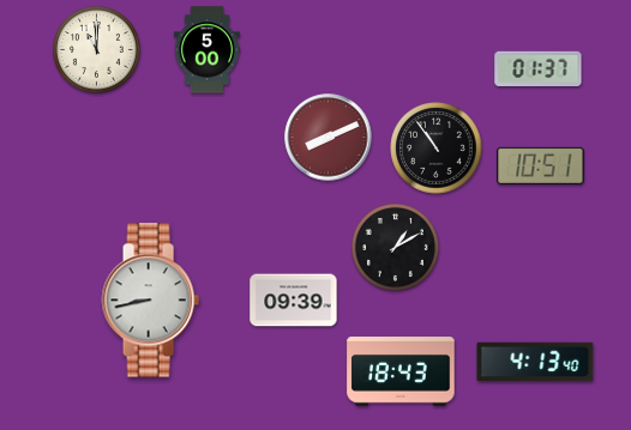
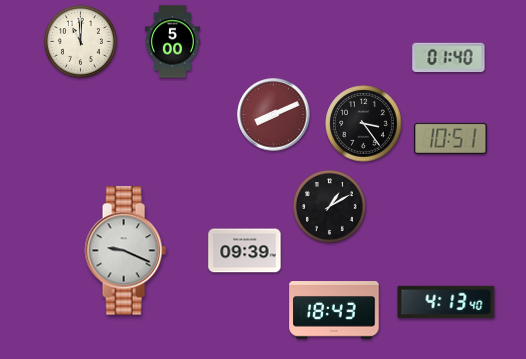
clock at (539, 68): 01:37 -> 01:40
clock at (437, 149): 10:54 -> 3:24
clock at (150, 301): 8:43 -> 9:19
